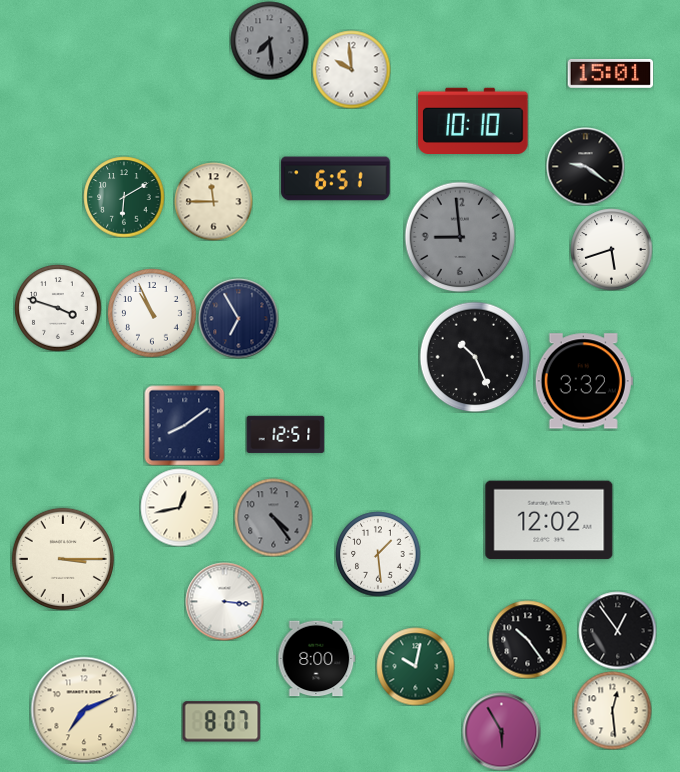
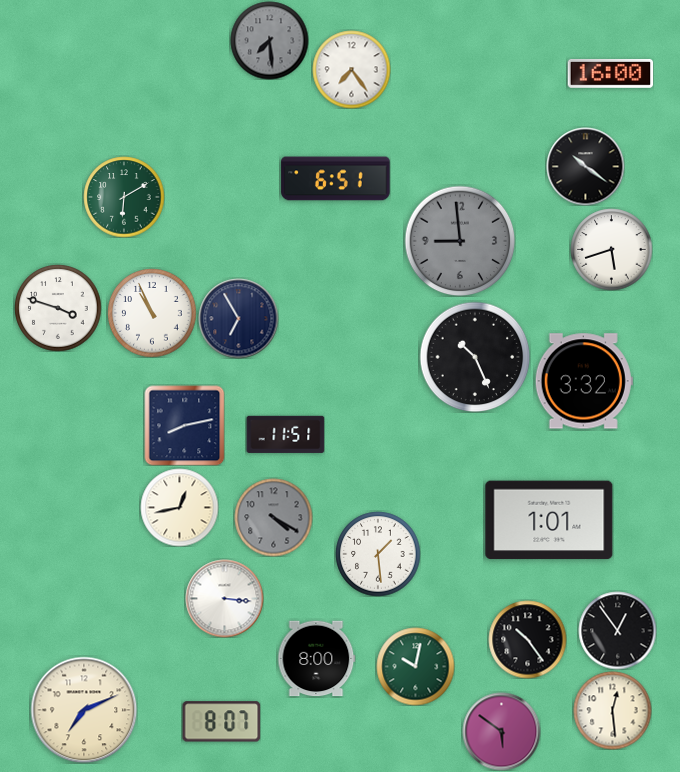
clock at (351, 69): 9:59 -> 7:24
clock at (610, 74): 15:01 -> 16:00
clock at (473, 120): 10:10 -> none
clock at (585, 166): 9:21 -> 10:21
clock at (213, 201): 11:45 -> none
clock at (460, 237) position: (460, 237) -> (460, 241)
clock at (184, 425): 8:09 -> 8:13
clock at (285, 434): 12:51 -> 11:51
clock at (273, 517): 4:24 -> 4:20
clock at (549, 520): 12:02 -> 1:01
clock at (63, 559): 3:15 -> none
clock at (224, 601) position: (224, 601) -> (224, 598)
clock at (501, 731): 5:55 -> 5:51
